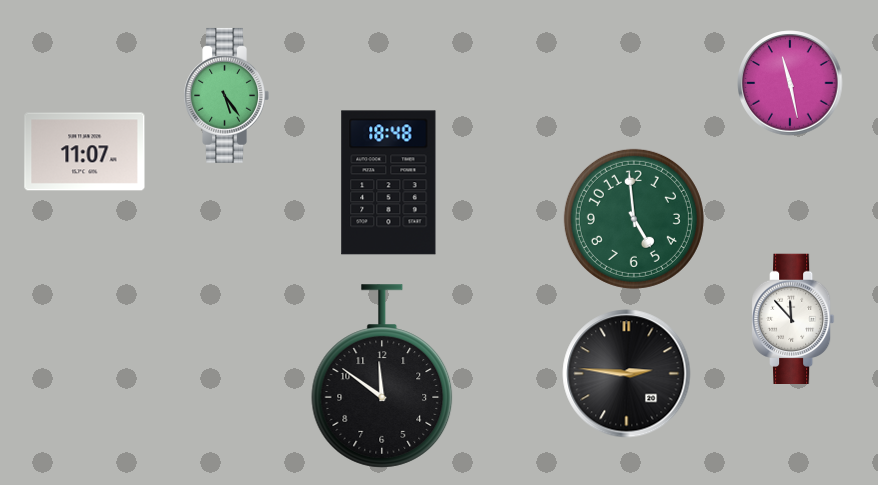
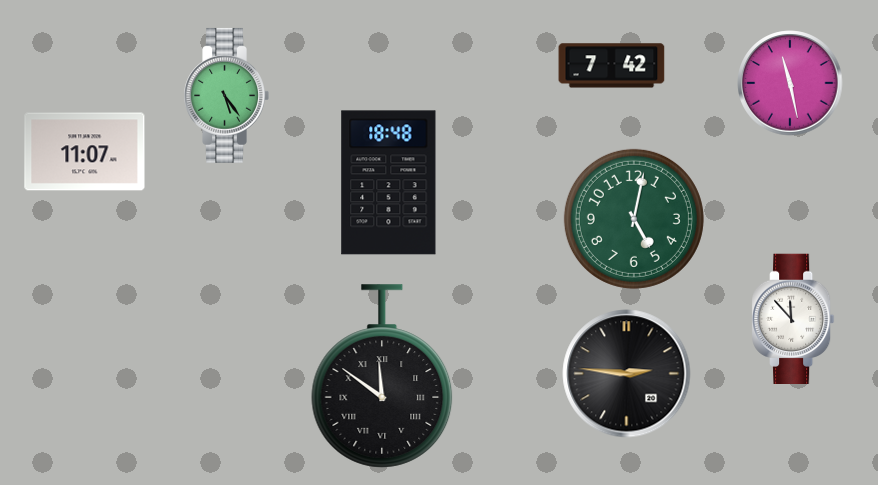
clock at (612, 66): none -> 7:42
clock at (634, 219): 4:59 -> 5:02
clock at (382, 376) numerals: Arabic -> Roman
